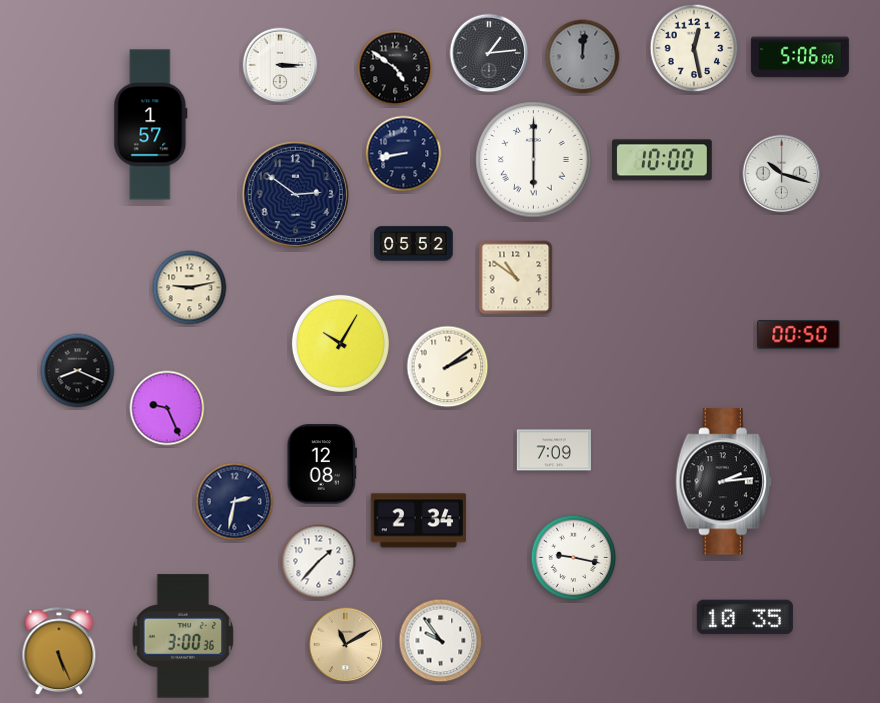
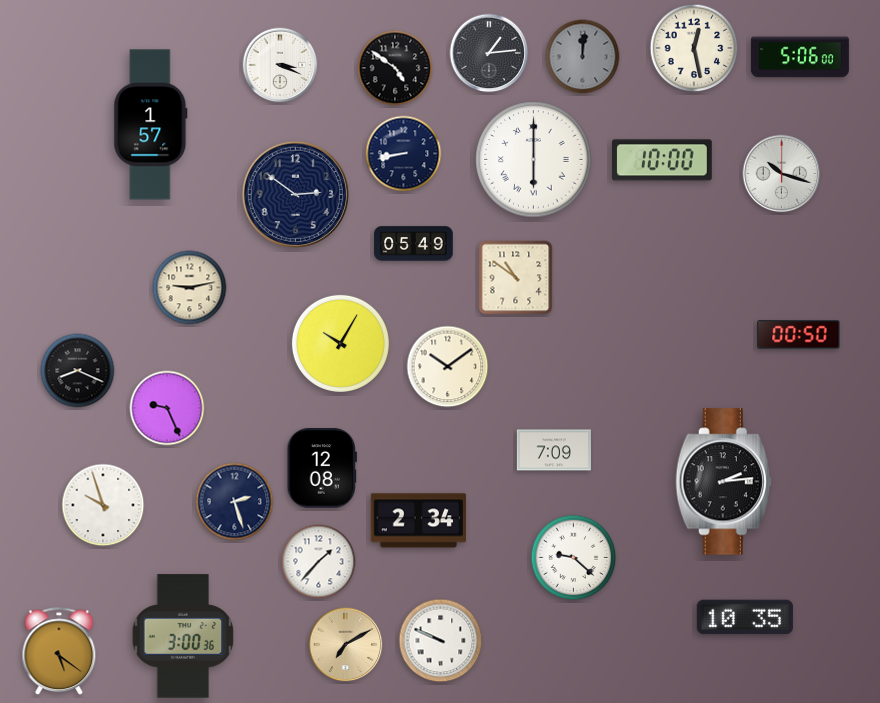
clock at (280, 65): 3:15 -> 3:19
clock at (414, 244): 05:52 -> 05:49
clock at (448, 367): 2:09 -> 10:09
clock at (322, 464) position: (322, 464) -> (322, 468)
clock at (235, 502): 2:32 -> 2:27
clock at (103, 505): none -> 9:57
clock at (574, 558): 9:17 -> 9:22
clock at (441, 641): 9:54 -> 9:49
clock at (346, 645): 11:10 -> 7:10
clock at (59, 652): 5:26 -> 5:21
